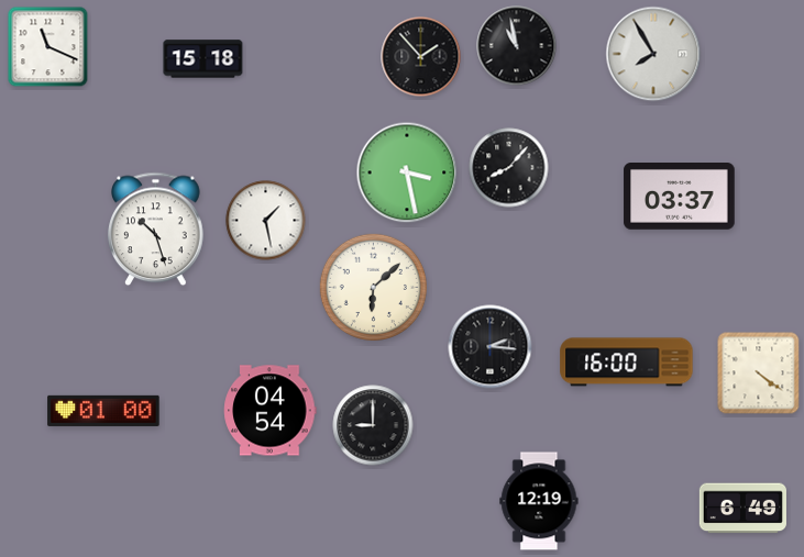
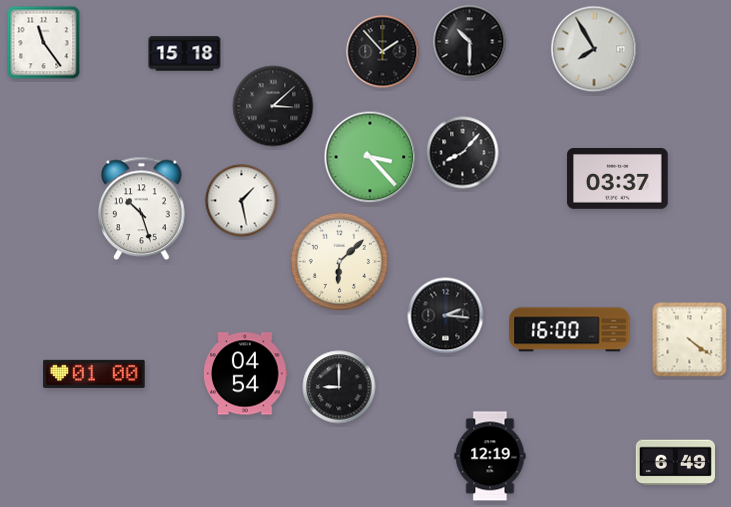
clock at (517, 46): 10:58 -> 10:30
clock at (48, 47): 11:19 -> 11:24
clock at (273, 106): none -> 3:08
clock at (407, 172): 3:28 -> 3:23
